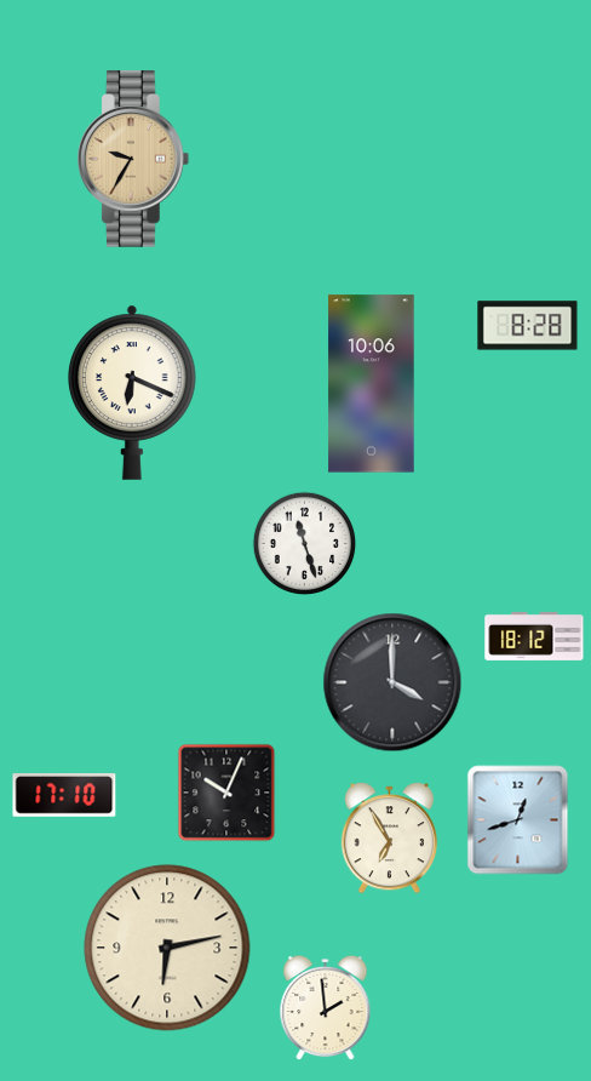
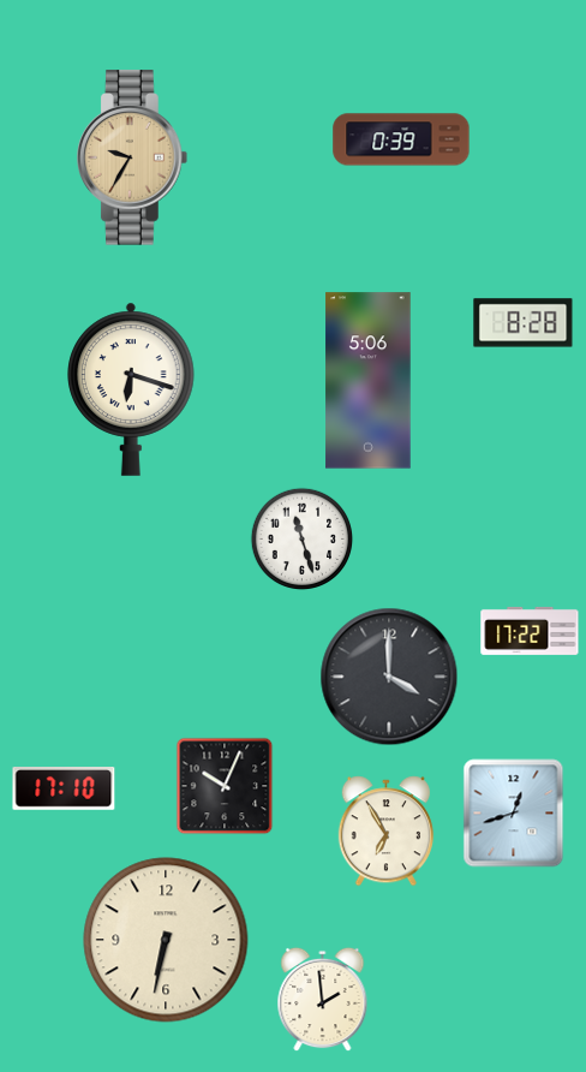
clock at (401, 139): none -> 0:39
clock at (372, 384): 10:06 -> 5:06
clock at (132, 393): 6:19 -> 6:18
clock at (534, 636): 18:12 -> 17:22
clock at (167, 948): 6:13 -> 6:32
